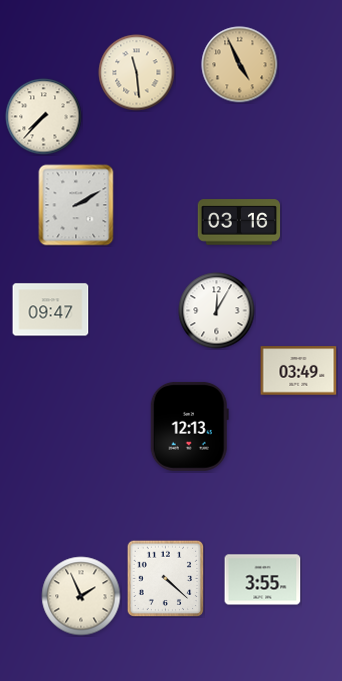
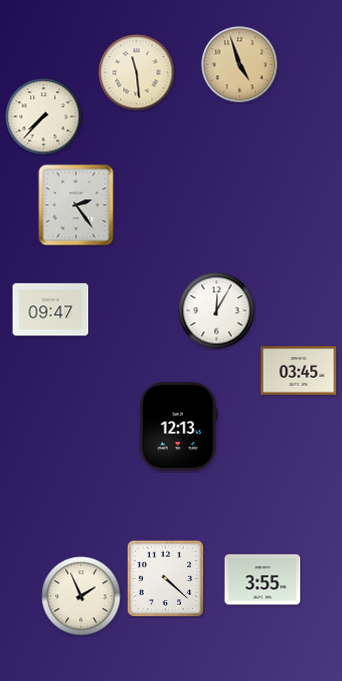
clock at (240, 65): 4:56 -> 4:57
clock at (76, 205): 2:10 -> 2:24
clock at (239, 222): 03:16 -> none
clock at (299, 371): 03:49 -> 03:45
clock at (189, 426) position: (189, 426) -> (178, 426)
